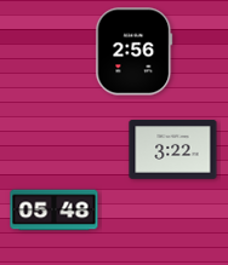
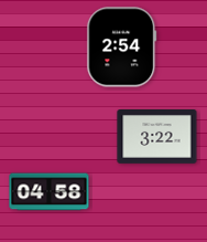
clock at (135, 52): 2:56 -> 2:54
clock at (55, 211): 05:48 -> 04:58
